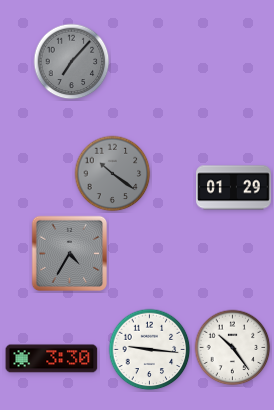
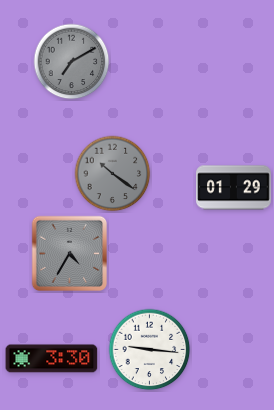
clock at (72, 62): 7:07 -> 7:10
clock at (233, 348): 10:24 -> none
